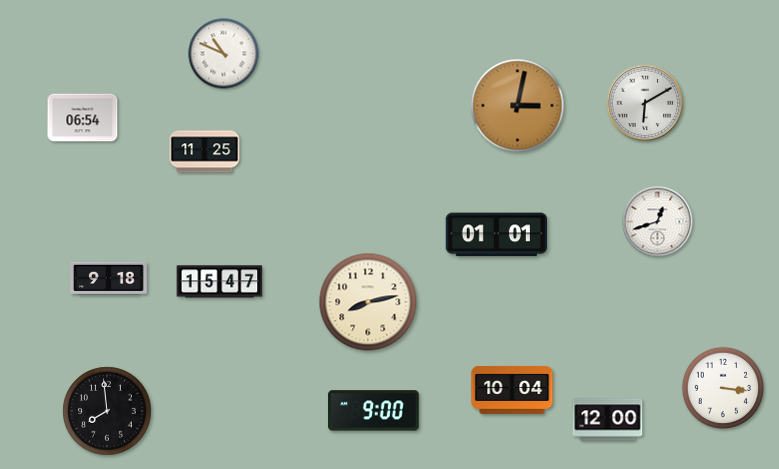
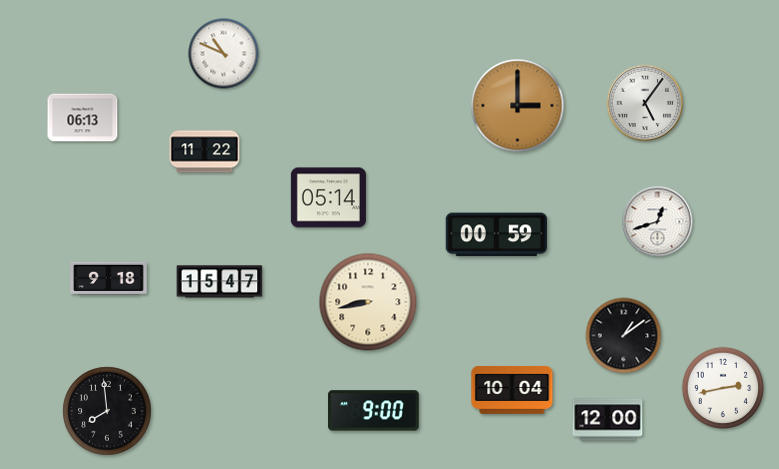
clock at (645, 103): 6:10 -> 5:06
clock at (518, 106): 3:02 -> 3:00
clock at (83, 118): 06:54 -> 06:13
clock at (205, 152): 11:25 -> 11:22
clock at (328, 198): none -> 05:14
clock at (496, 235): 01:01 -> 00:59
clock at (368, 302): 8:13 -> 8:43
clock at (624, 336): none -> 1:09
clock at (723, 388): 3:16 -> 2:43
